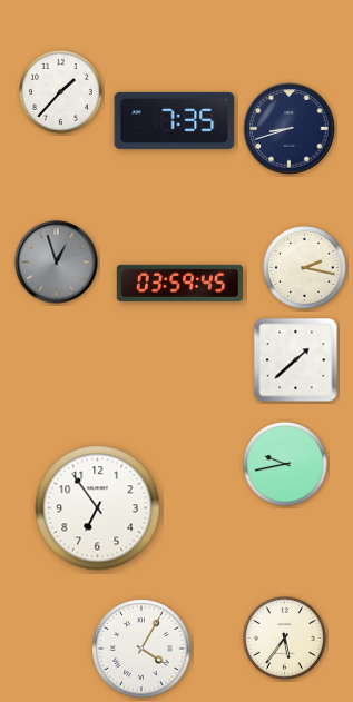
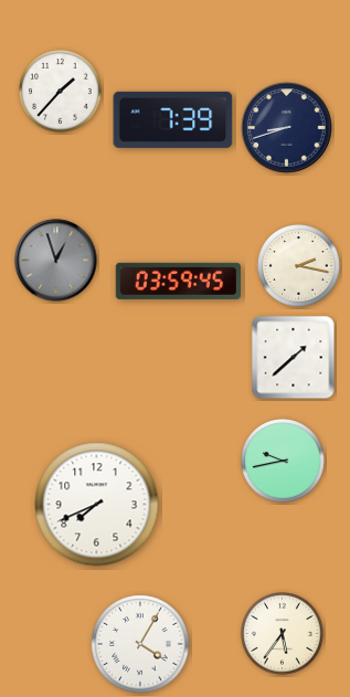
clock at (175, 120): 7:35 -> 7:39
clock at (305, 268) position: (305, 268) -> (299, 266)
clock at (98, 508): 6:54 -> 7:41
